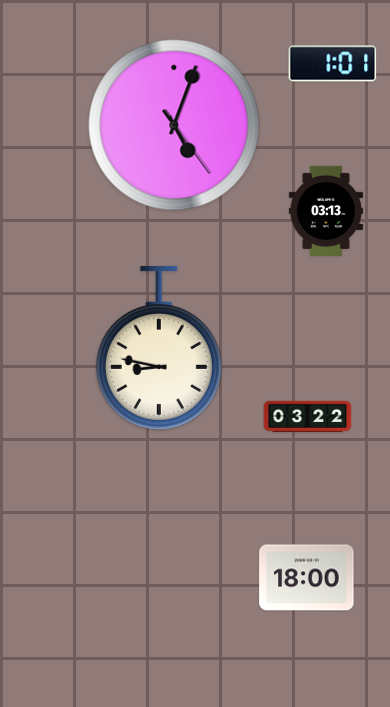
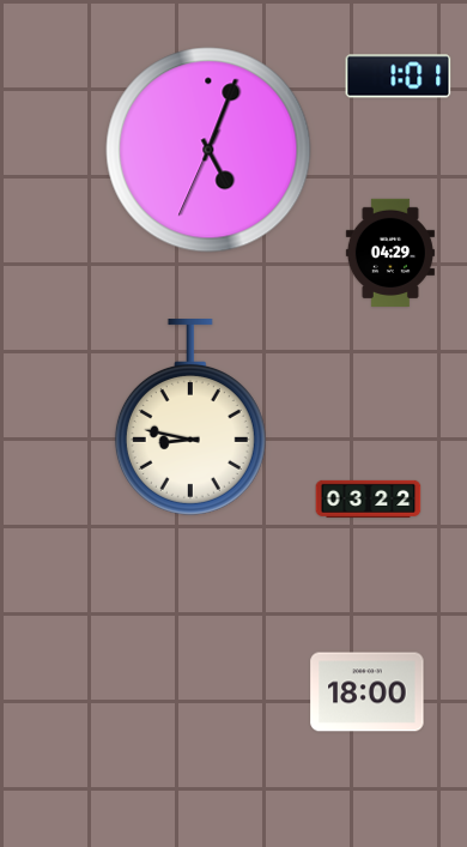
clock at (174, 125): 5:03:24 -> 5:03:34
clock at (326, 211): 03:13 -> 04:29
